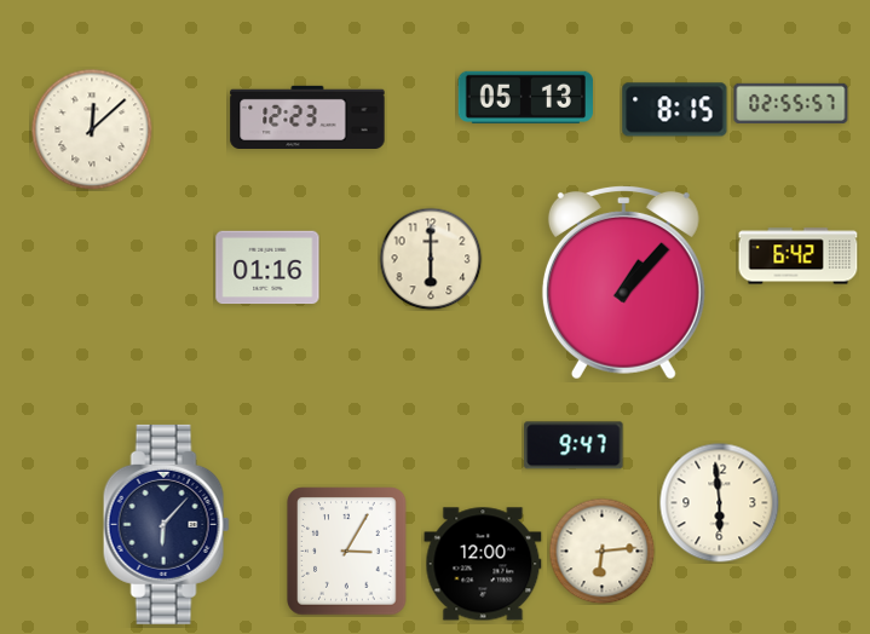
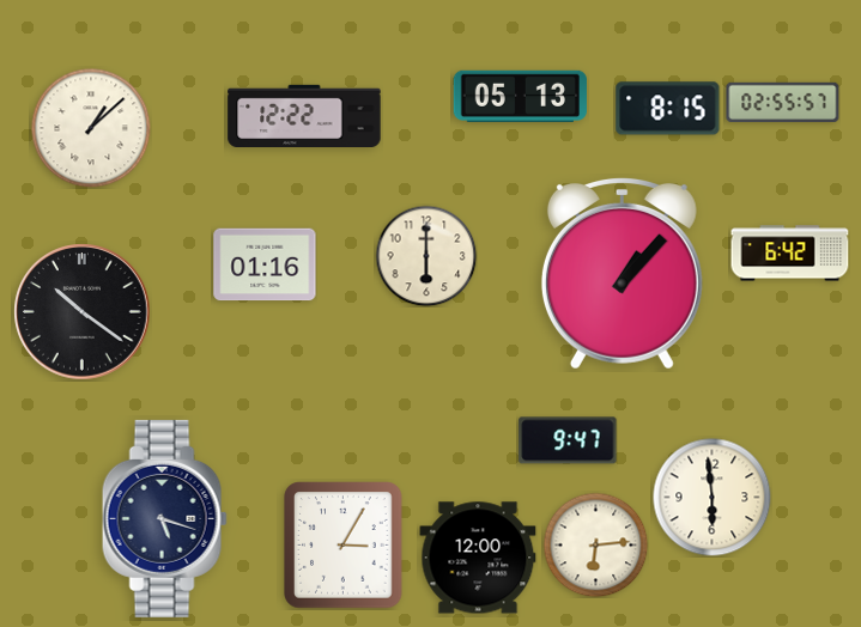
clock at (307, 116): 12:23 -> 12:22
clock at (92, 129): 12:08 -> 1:08
clock at (623, 282) position: (623, 282) -> (622, 273)
clock at (83, 312): none -> 10:21
clock at (166, 524): 6:07 -> 5:18
